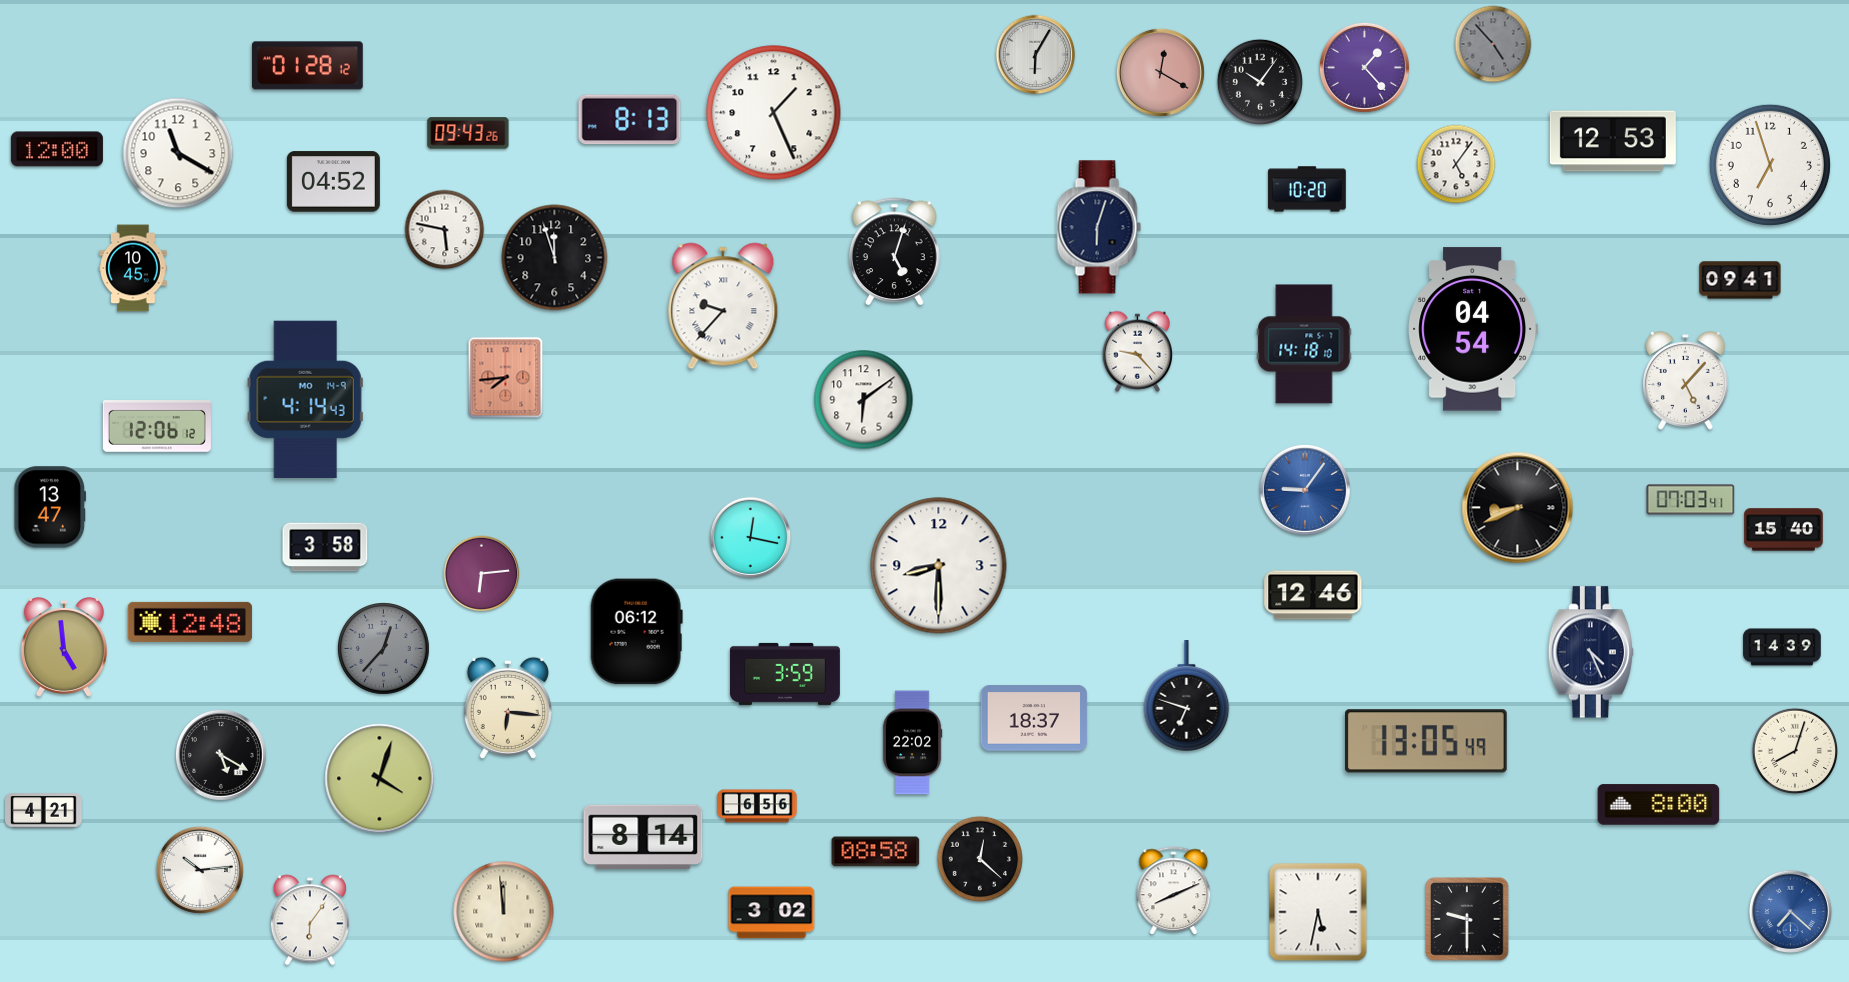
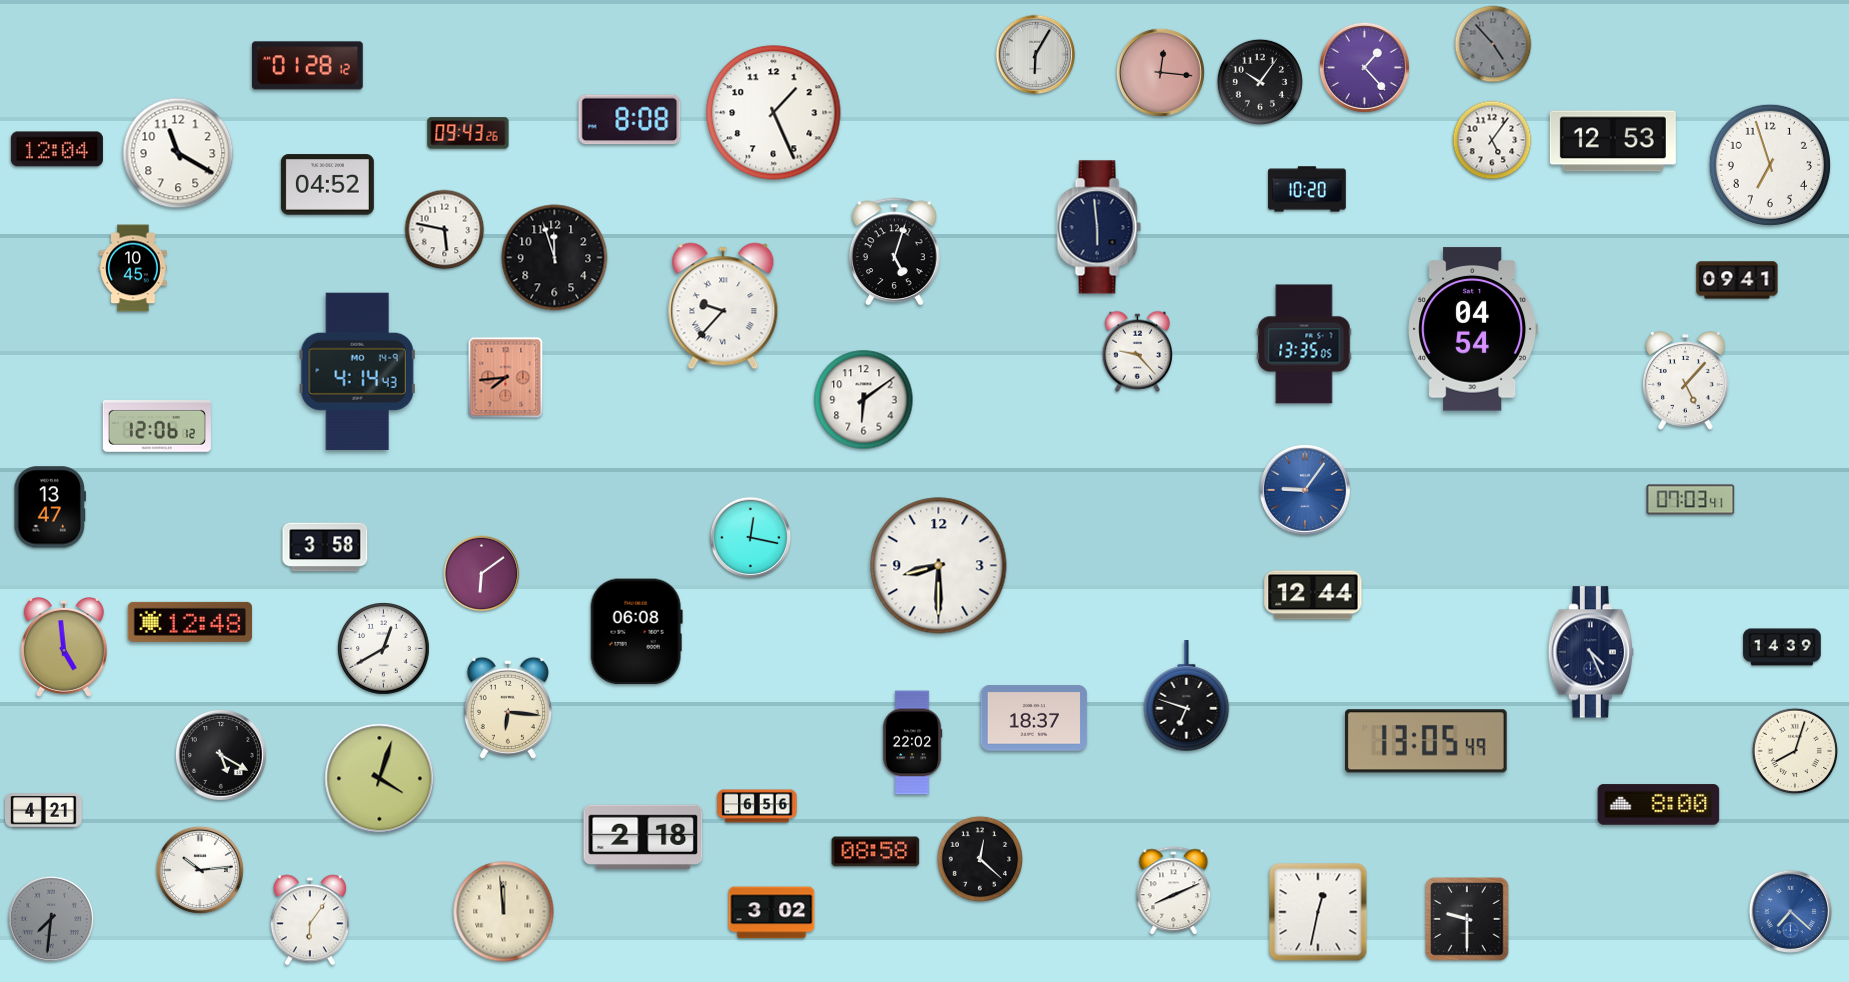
clock at (1160, 72): 12:20 -> 12:16
clock at (630, 120): 8:13 -> 8:08
clock at (57, 149): 12:00 -> 12:04
clock at (1456, 164) position: (1456, 164) -> (1492, 140)
clock at (333, 182) position: (333, 182) -> (327, 185)
clock at (1099, 227): 6:03 -> 5:59
clock at (1740, 280) position: (1740, 280) -> (1737, 280)
clock at (1304, 344): 14:18 -> 13:35
clock at (305, 399) position: (305, 399) -> (357, 371)
clock at (1518, 508): 8:41 -> none
clock at (1784, 530): 15:40 -> none
clock at (482, 574): 6:14 -> 6:09
clock at (1313, 595): 12:46 -> 12:44
clock at (636, 632): 06:12 -> 06:08
clock at (384, 649): 12:37 -> 12:40
clock at (384, 649) dial: grey -> white
clock at (785, 674): 3:59 -> none
clock at (643, 836): 8:14 -> 2:18
clock at (1318, 912): 5:32 -> 12:32
clock at (51, 919): none -> 7:31
